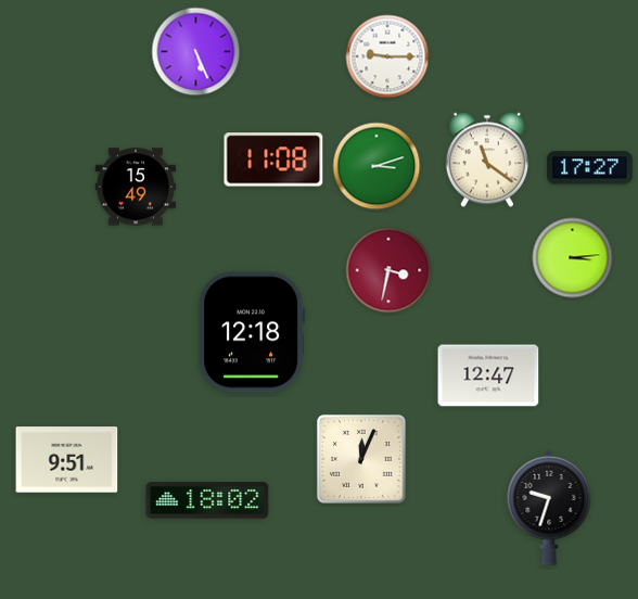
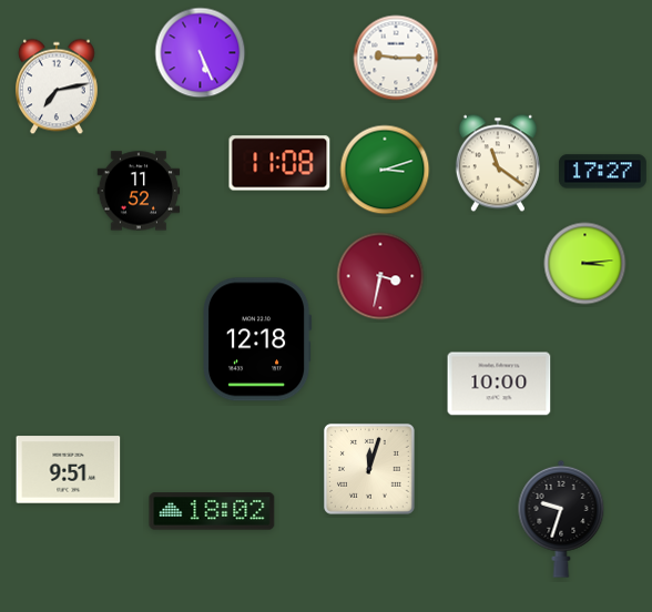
clock at (58, 86): none -> 7:13
clock at (136, 187): 15:49 -> 11:52
clock at (388, 270) position: (388, 270) -> (380, 276)
clock at (488, 375): 12:47 -> 10:00
clock at (361, 459): 12:04 -> 12:03
